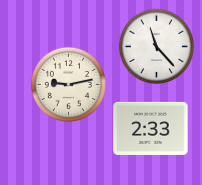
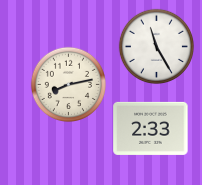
clock at (156, 46): 11:23 -> 11:25
clock at (68, 84): 9:13 -> 8:13
